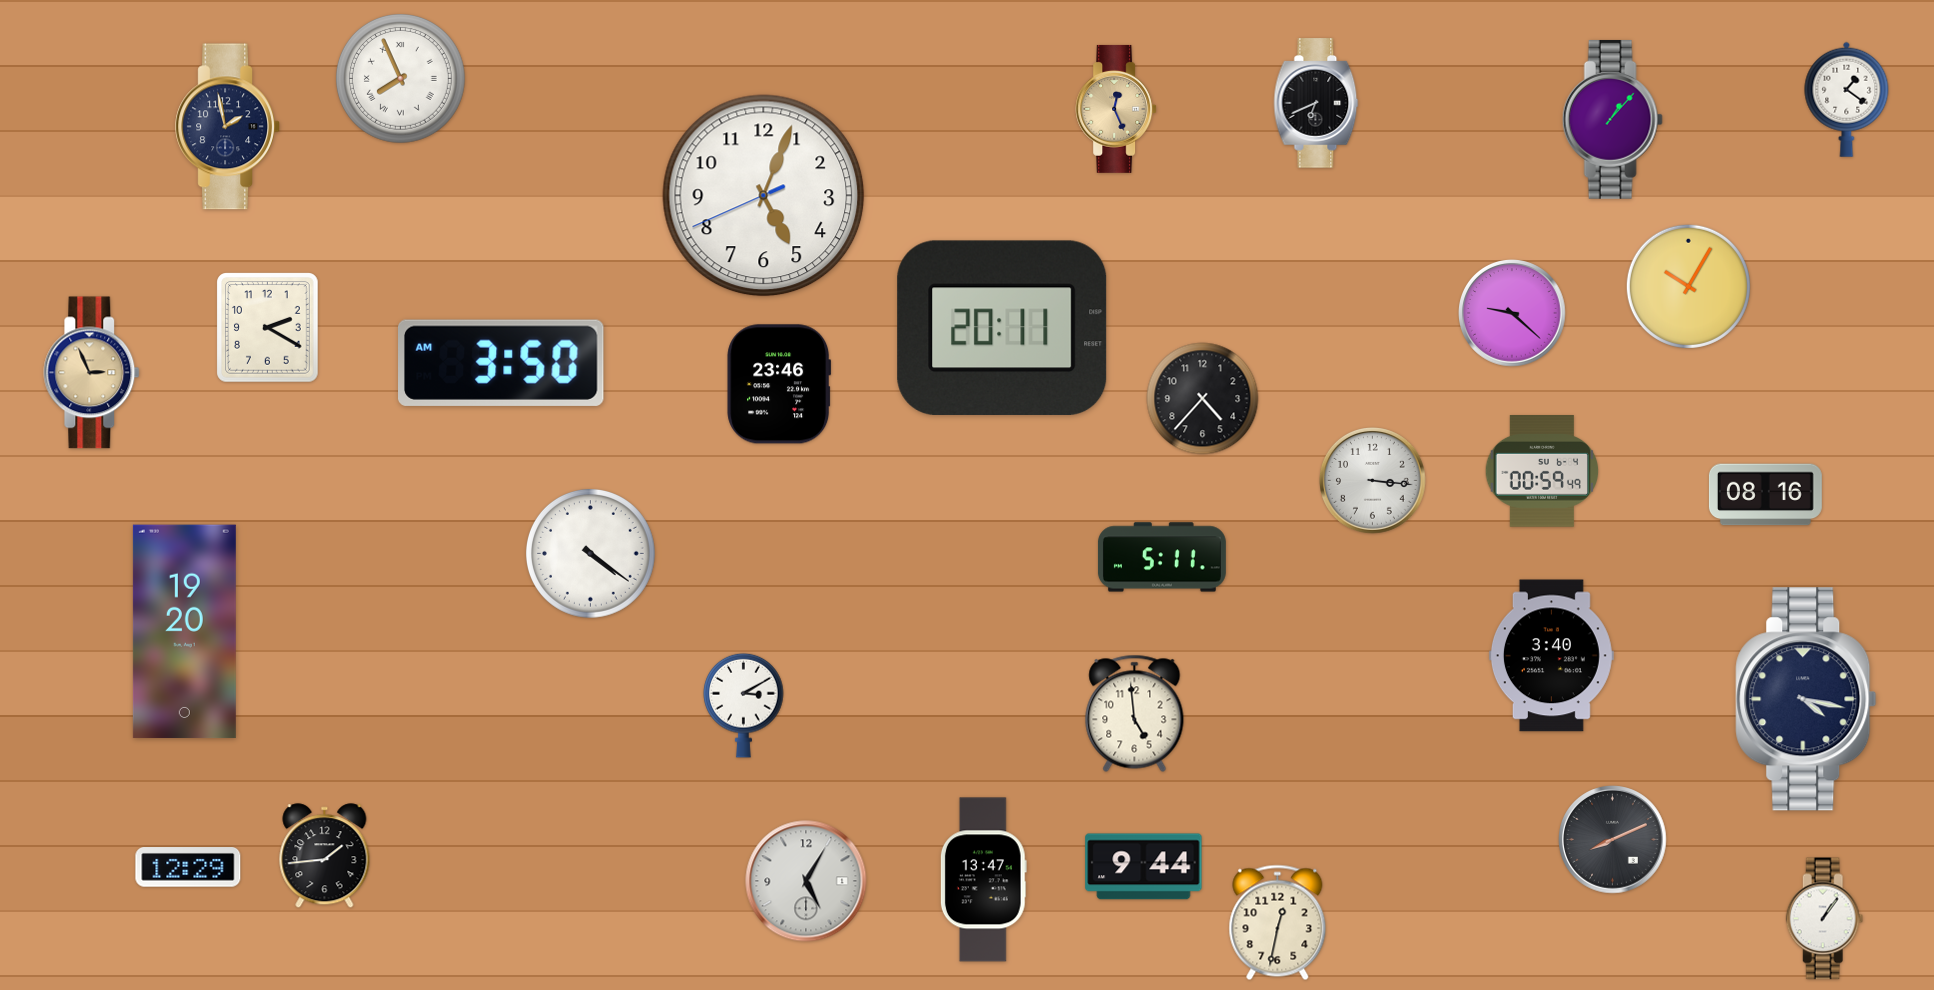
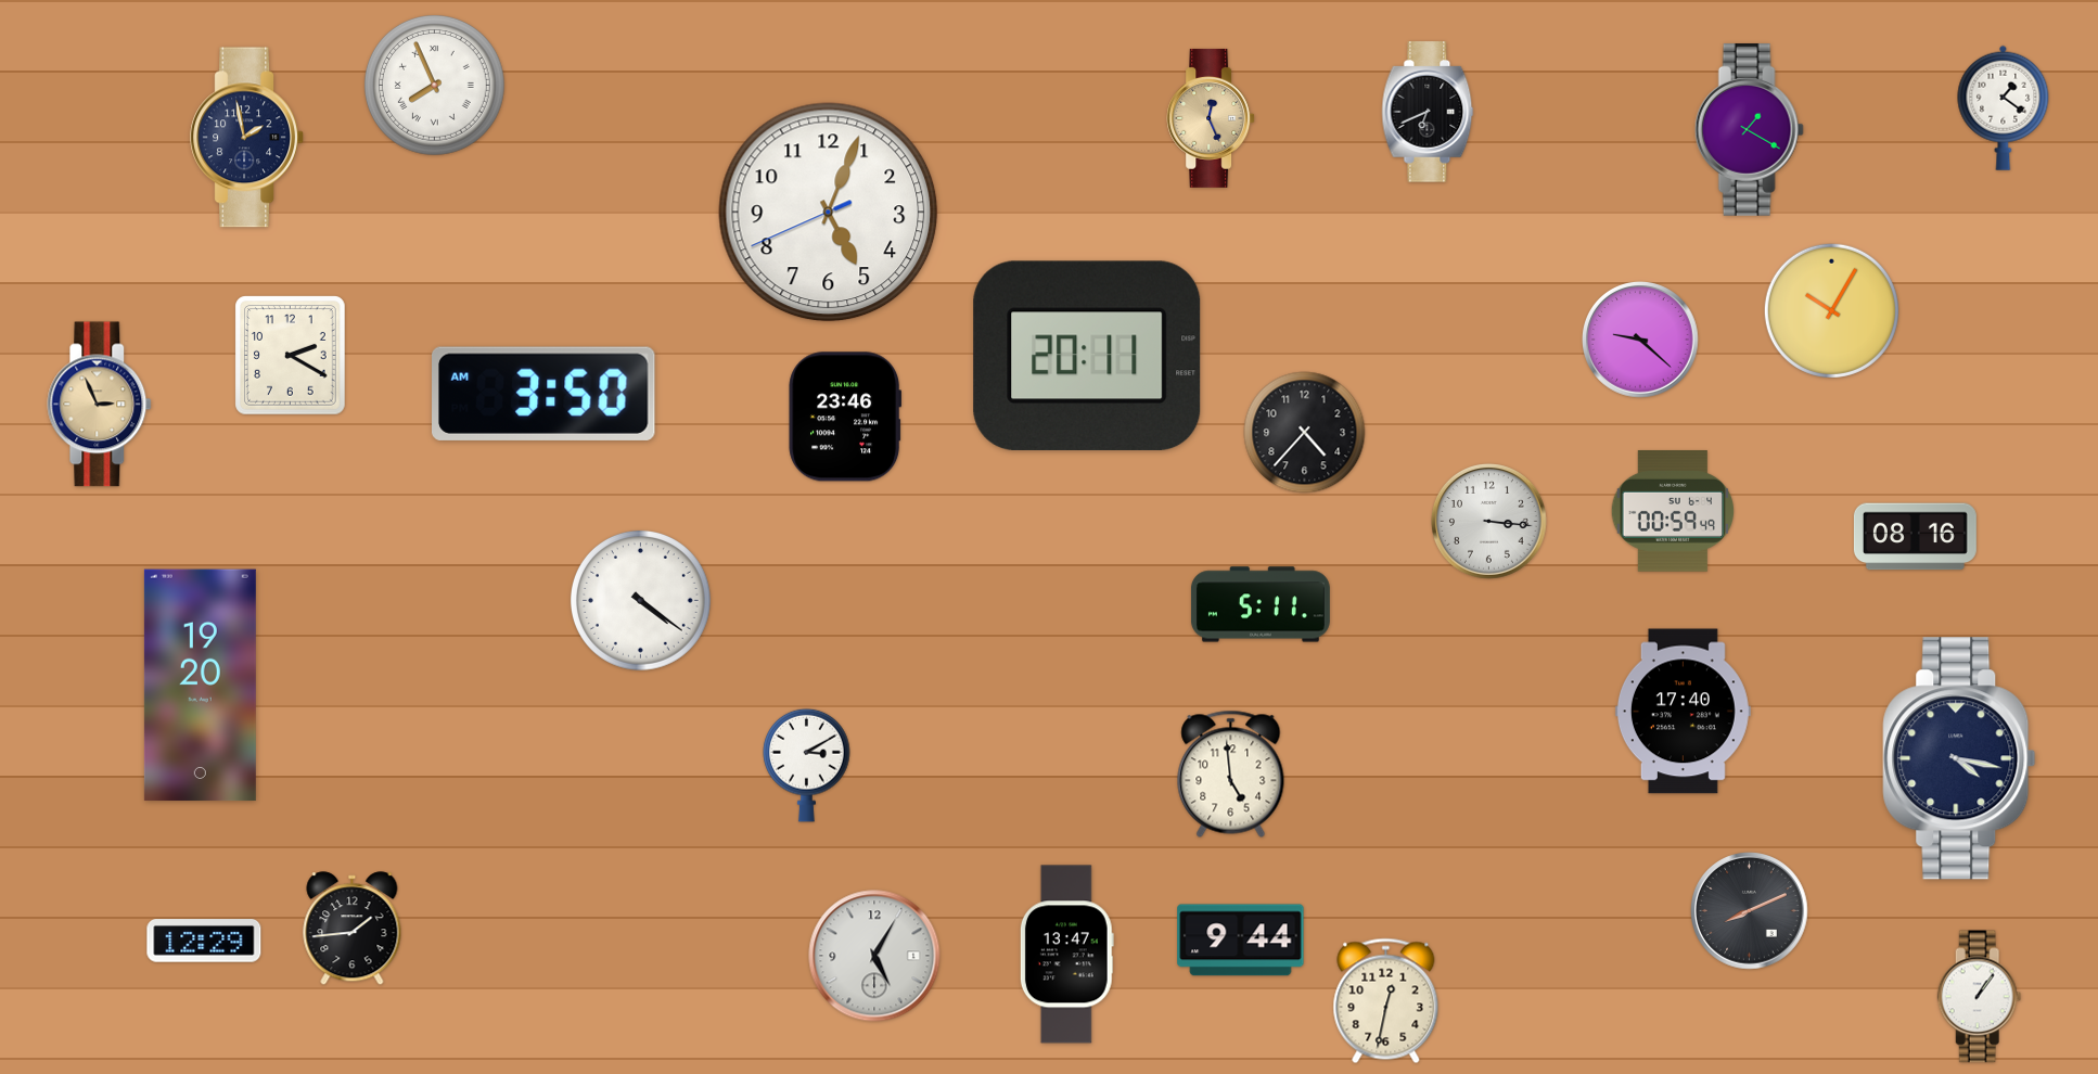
clock at (1612, 119): 1:07 -> 1:20
clock at (1551, 656): 3:40 -> 17:40
